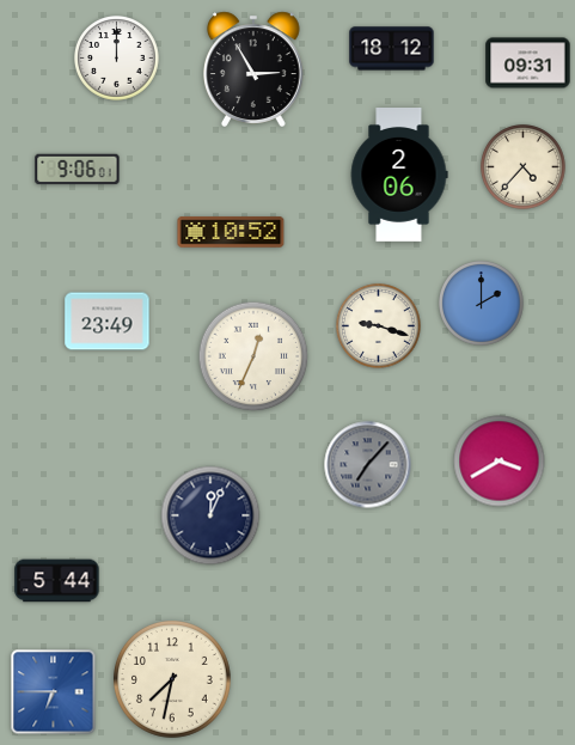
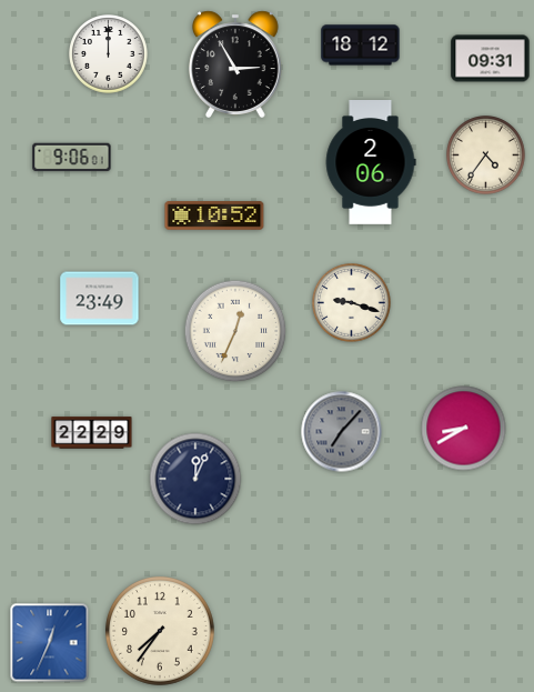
clock at (392, 49) position: (392, 49) -> (361, 46)
clock at (524, 167): 4:37 -> 4:36
clock at (482, 304): 2:00 -> none
clock at (500, 462): 3:40 -> 8:40
clock at (92, 433): none -> 22:29
clock at (57, 581): 5:44 -> none
clock at (172, 679): 7:32 -> 7:36
clock at (54, 692): 6:45 -> 12:34
